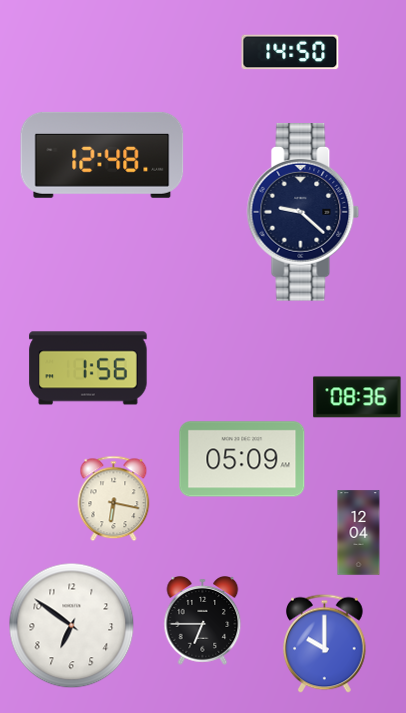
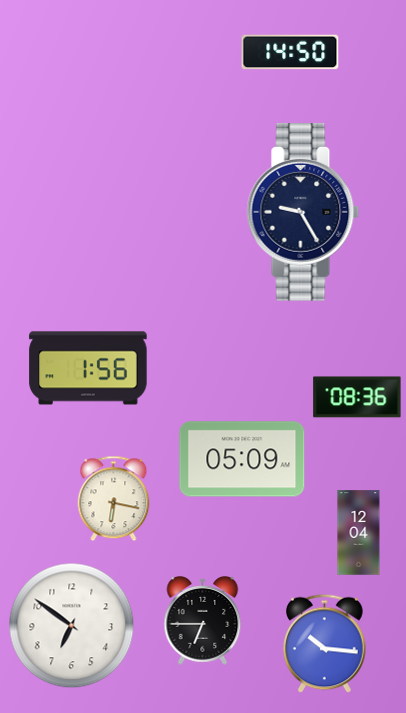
clock at (102, 155): 12:48 -> none
clock at (303, 213): 9:22 -> 9:25
clock at (325, 644): 10:00 -> 10:16
